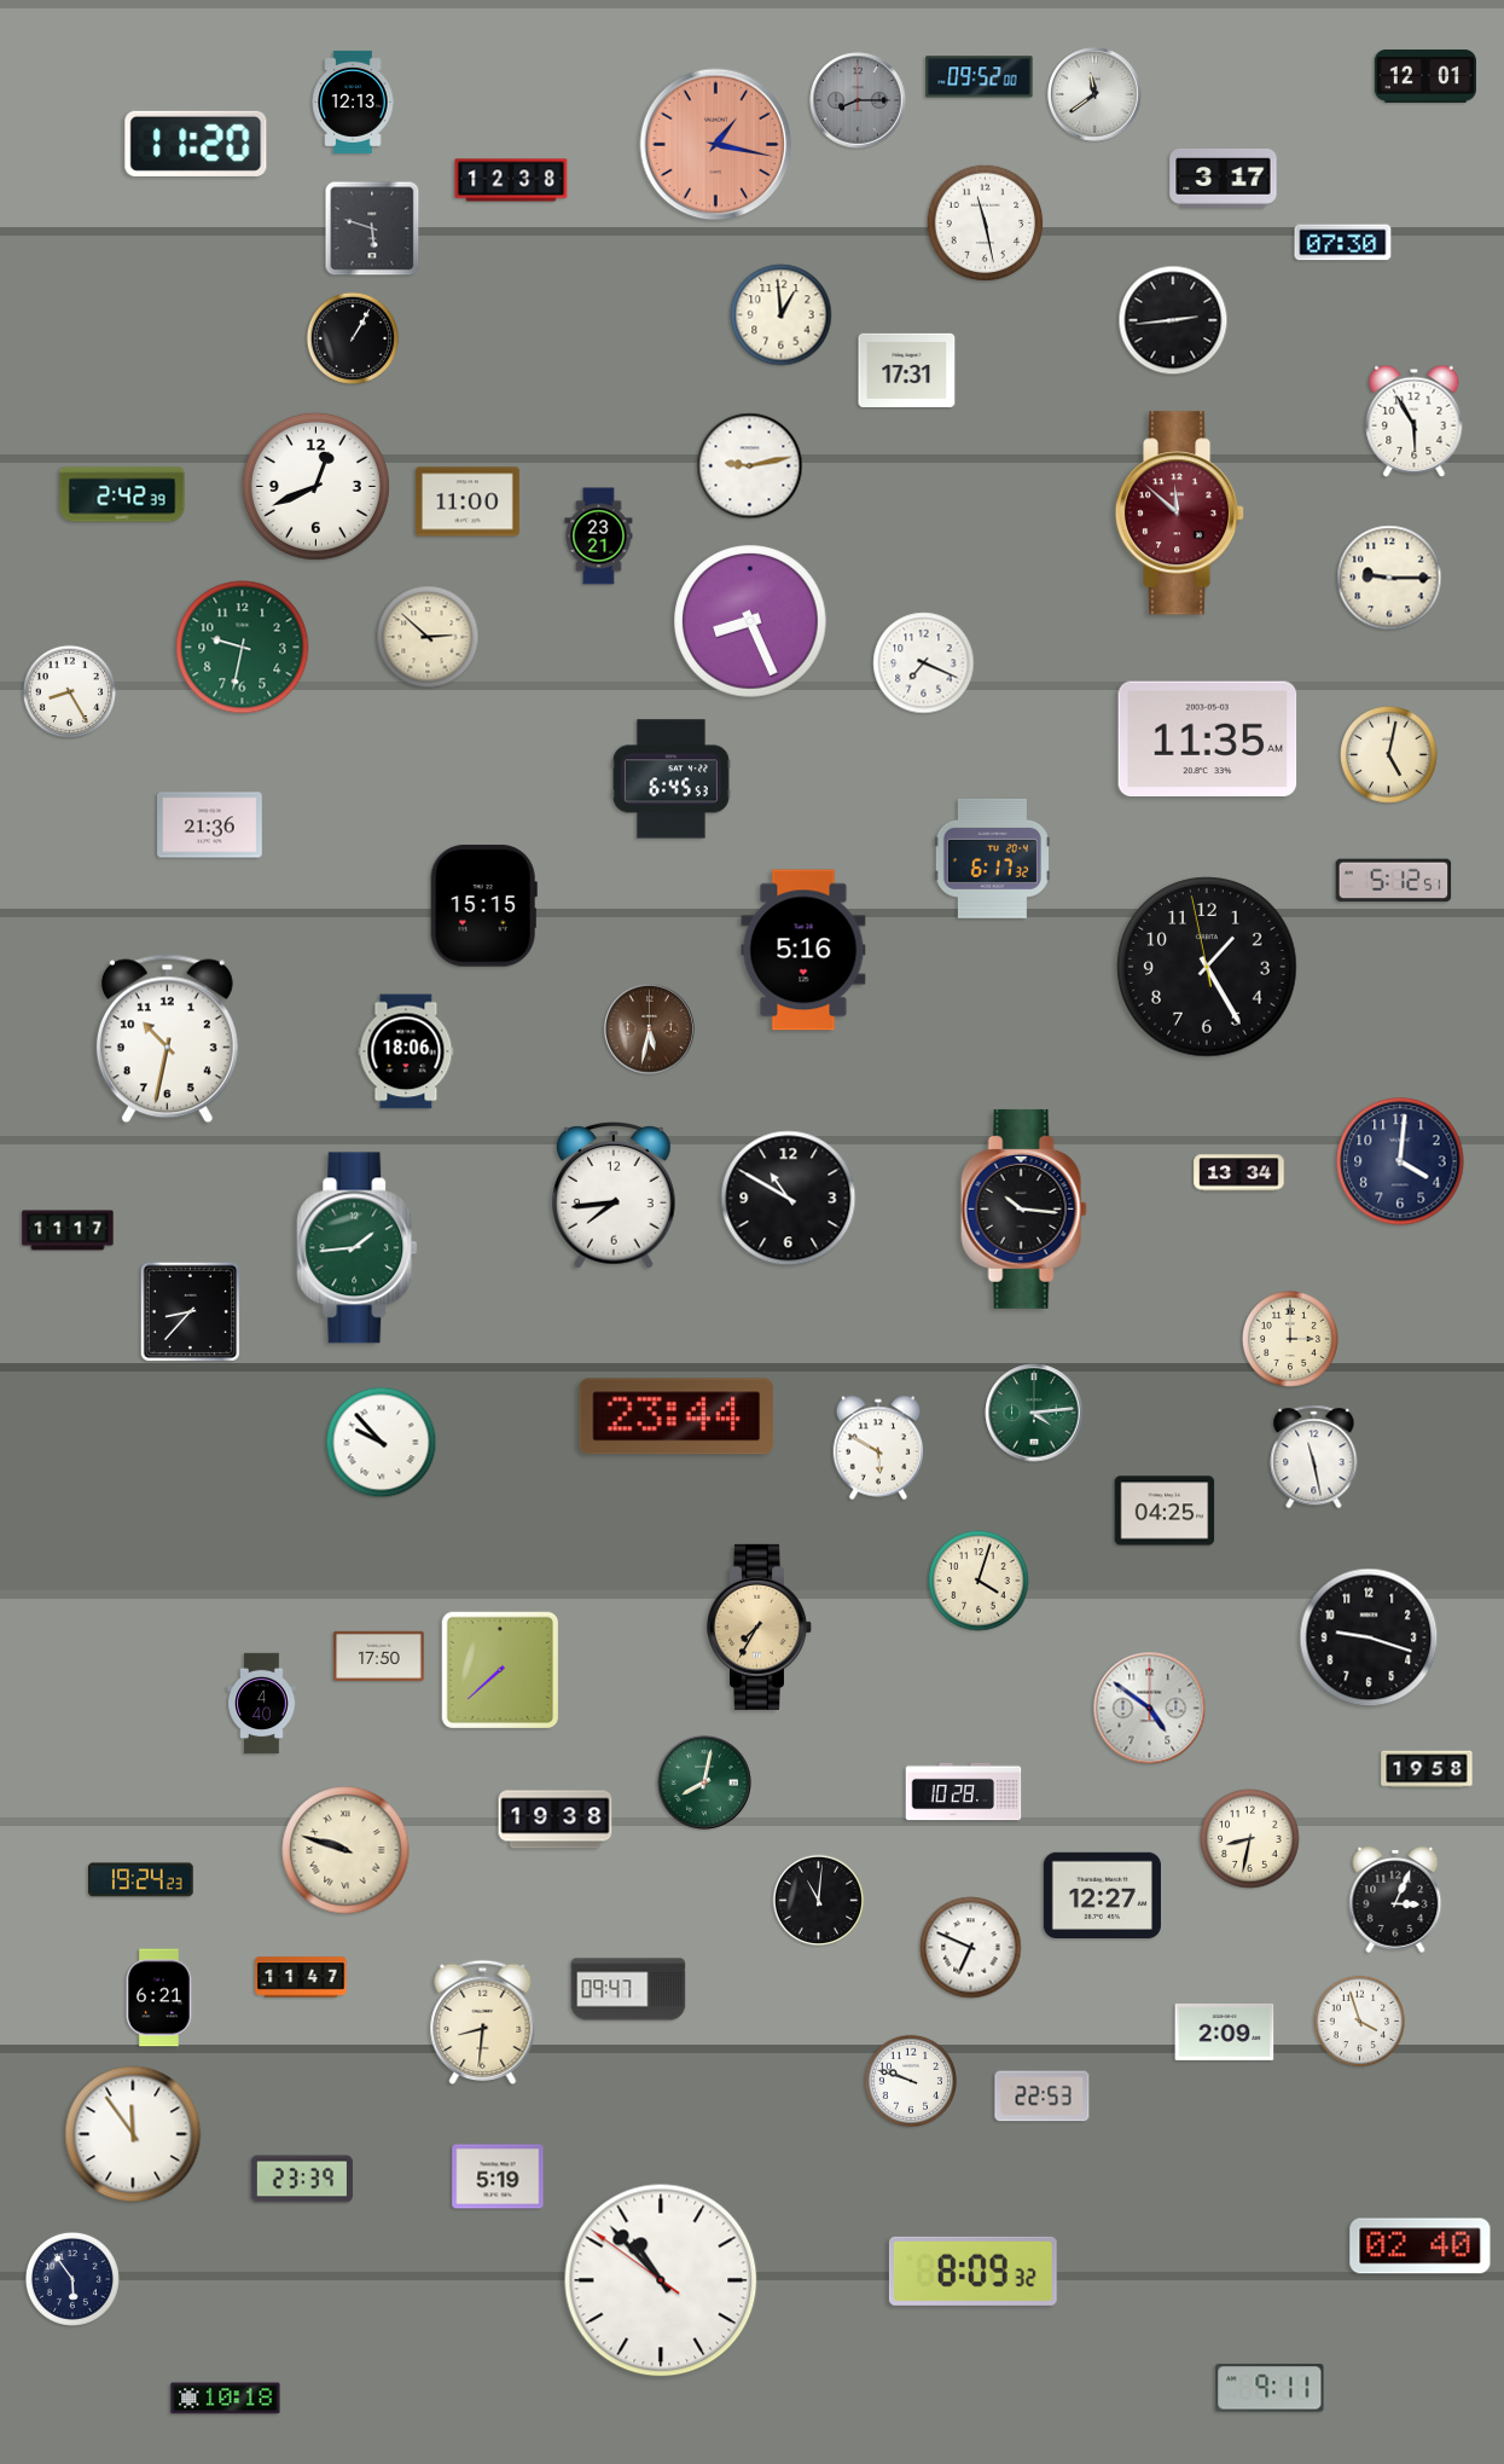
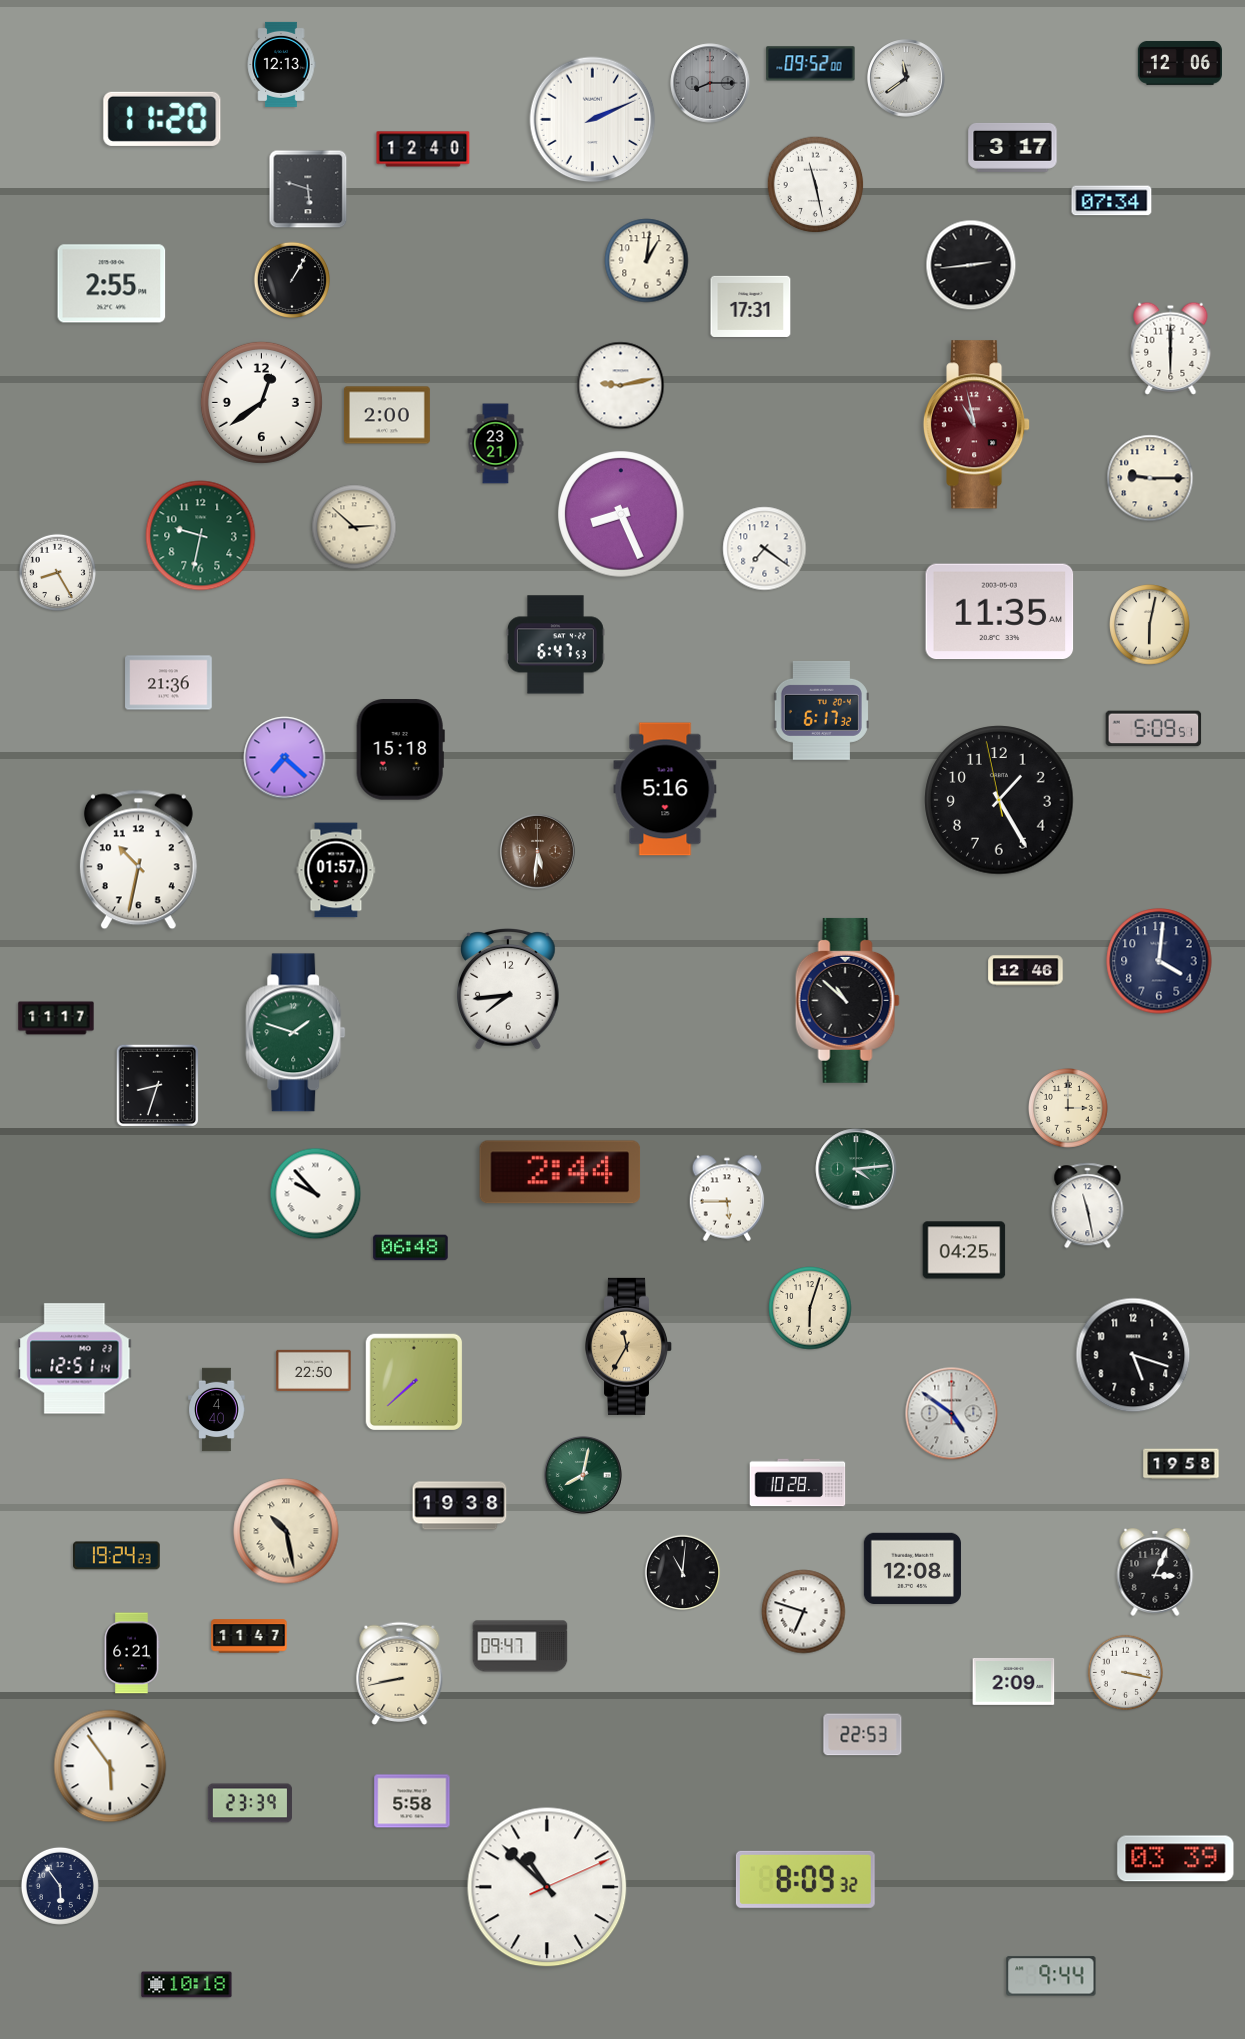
clock at (1425, 76): 12:01 -> 12:06
clock at (353, 102) position: (353, 102) -> (281, 64)
clock at (716, 145): 1:17 -> 2:11
clock at (716, 145) dial: salmon -> white
clock at (511, 180): 12:38 -> 12:40
clock at (1343, 243): 07:30 -> 07:34
clock at (782, 315): 12:59 -> 1:01
clock at (112, 284): none -> 2:55
clock at (1415, 421): 5:55 -> 6:00
clock at (315, 486): 12:41 -> 12:39
clock at (122, 494): 2:42 -> none
clock at (468, 502): 11:00 -> 2:00
clock at (1180, 514): 11:52 -> 10:58
clock at (924, 663): 7:19 -> 7:21
clock at (1389, 755): 5:02 -> 6:02
clock at (670, 779): 6:45 -> 6:47
clock at (210, 825) position: (210, 825) -> (169, 683)
clock at (1394, 881): 5:12 -> 5:09
clock at (483, 906): 15:15 -> 15:18
clock at (285, 758): none -> 7:22
clock at (803, 950) position: (803, 950) -> (665, 789)
clock at (649, 1028): 5:32 -> 5:31
clock at (406, 1051): 18:06 -> 01:57
clock at (1239, 1173): 13:34 -> 12:46
clock at (789, 1199): 10:50 -> none
clock at (1023, 1208): 10:16 -> 10:52
clock at (358, 1248): 1:44 -> 1:48
clock at (190, 1311): 8:37 -> 8:33
clock at (676, 1416): 23:44 -> 2:44
clock at (878, 1448): 5:50 -> 5:45
clock at (411, 1248): none -> 06:48
clock at (979, 1581): 4:03 -> 6:03
clock at (759, 1627): 7:35 -> 11:35
clock at (1369, 1637): 9:18 -> 5:18
clock at (75, 1359): none -> 12:51
clock at (379, 1656): 17:50 -> 22:50
clock at (1250, 1839): 8:32 -> none
clock at (345, 1850): 9:48 -> 10:28
clock at (1102, 1895): 12:27 -> 12:08
clock at (819, 1901) position: (819, 1901) -> (683, 1573)
clock at (971, 1948): 6:49 -> 6:48
clock at (483, 2022): 8:31 -> 8:43
clock at (1360, 2022): 3:57 -> 3:17
clock at (910, 2080): 9:48 -> none
clock at (133, 2134): 11:54 -> 5:54
clock at (498, 2176): 5:19 -> 5:58
clock at (1421, 2246): 02:40 -> 03:39
clock at (661, 2280): 10:52:51 -> 10:52:11
clock at (1270, 2388): 9:11 -> 9:44
